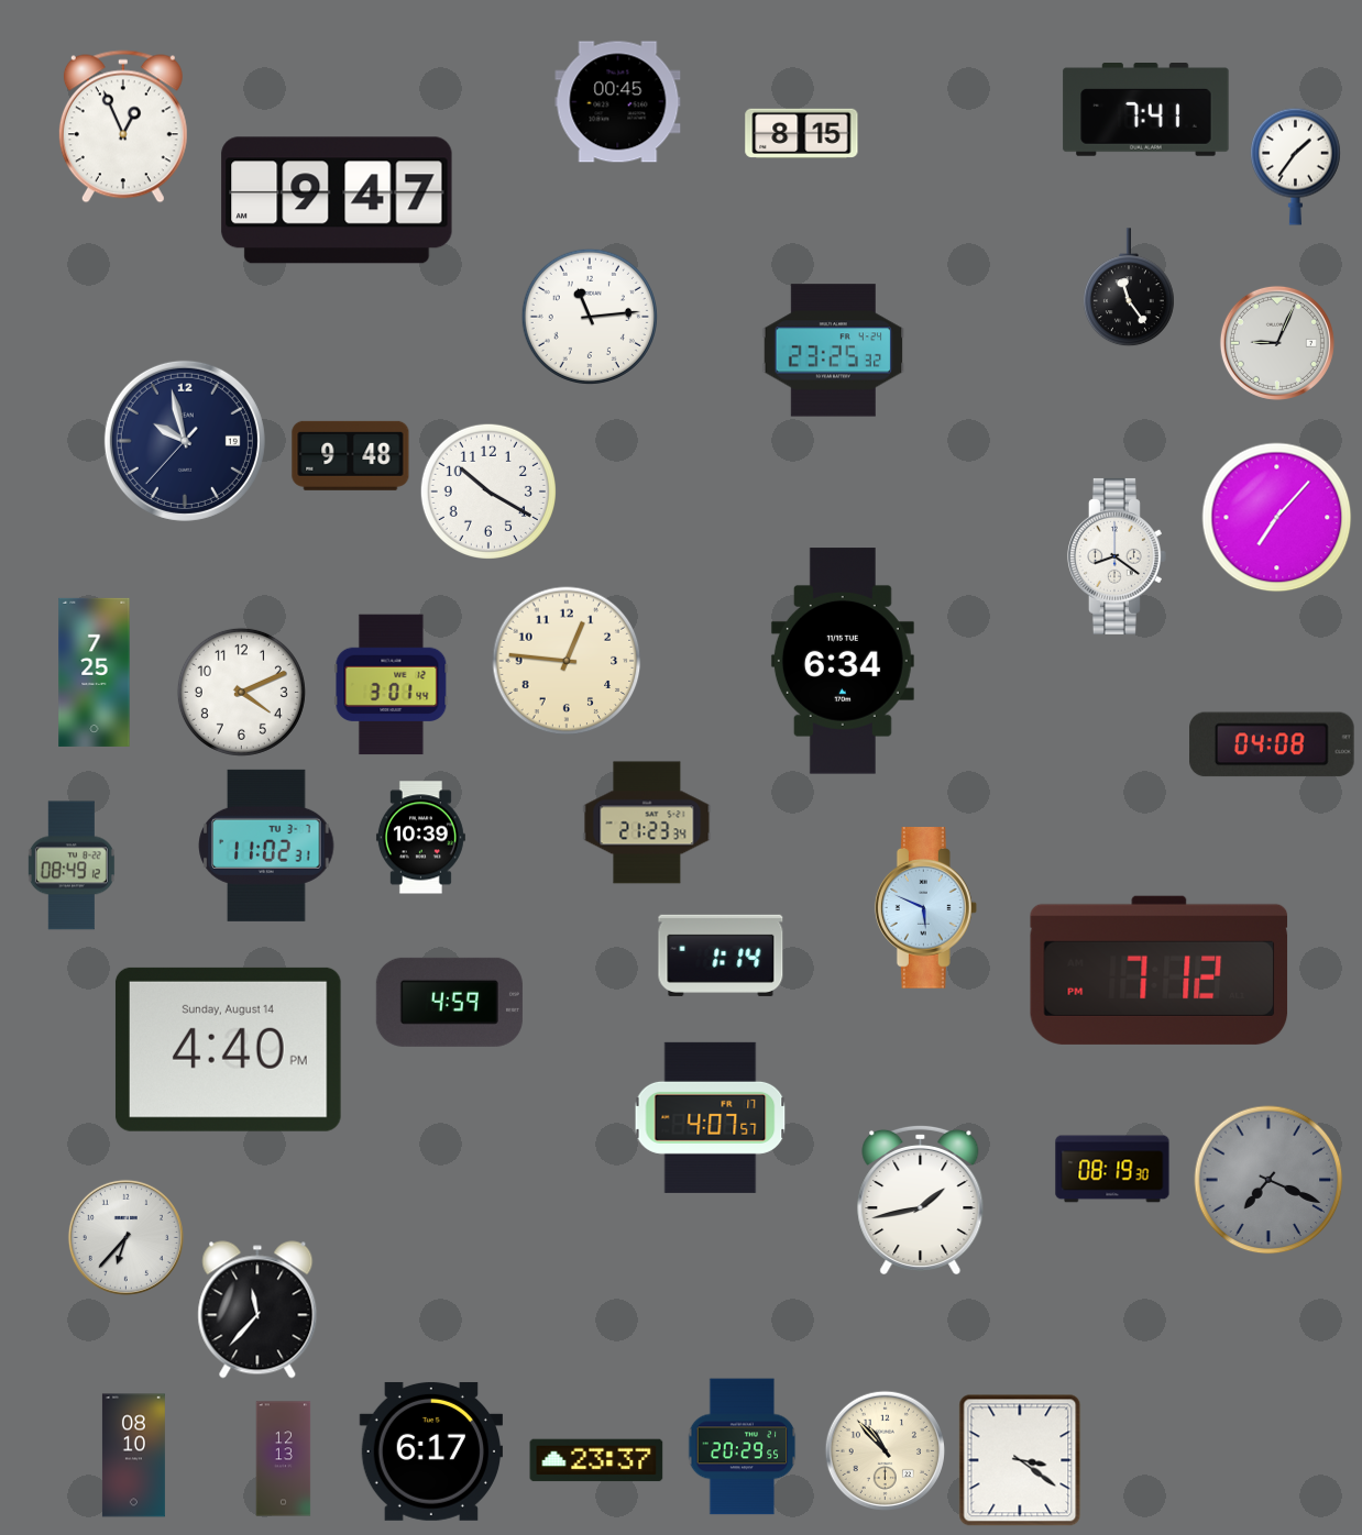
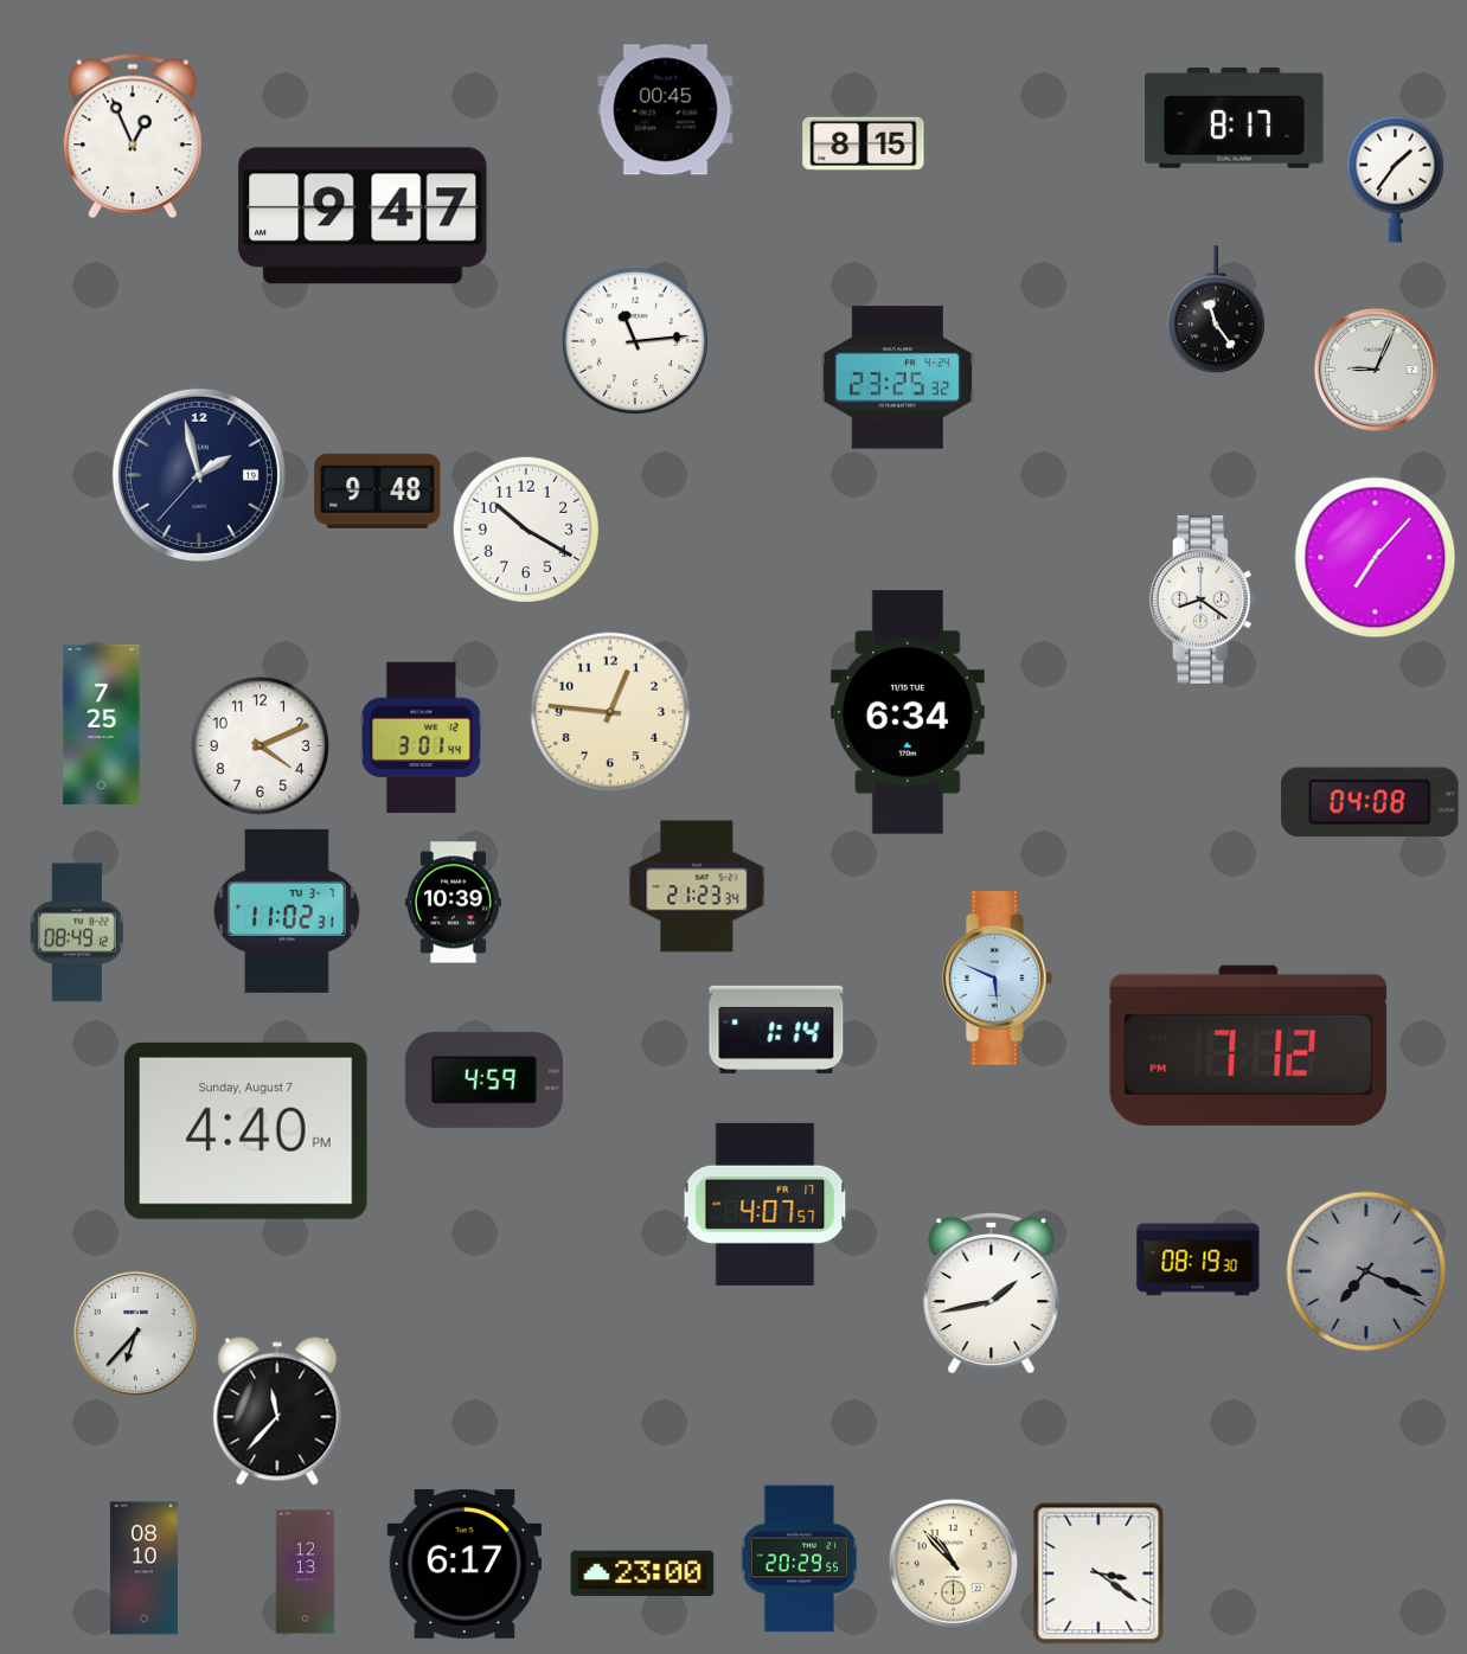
clock at (1146, 110): 7:41 -> 8:17
clock at (185, 441): 9:57 -> 1:57
clock at (228, 1049) date: Sunday, August 14 -> Sunday, August 7
clock at (596, 1460): 23:37 -> 23:00
